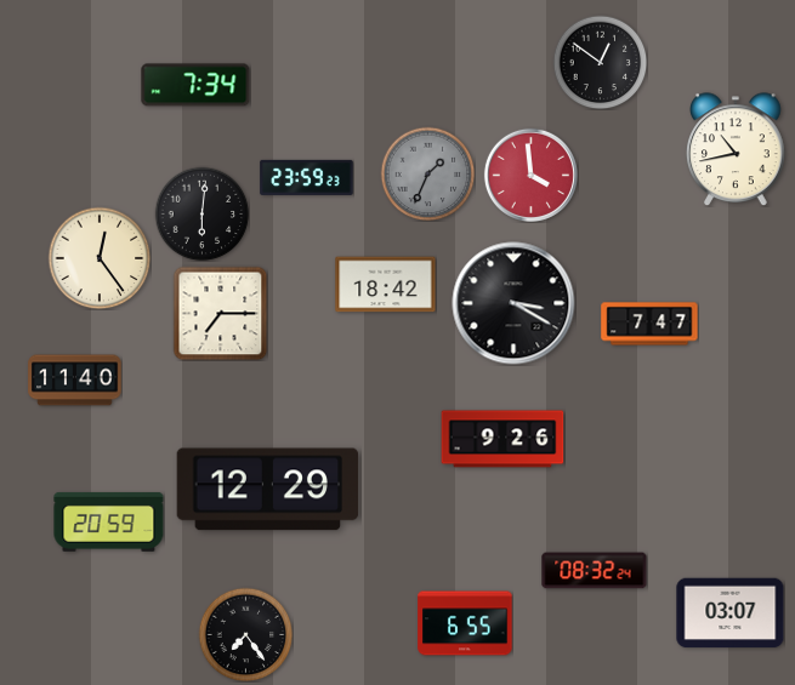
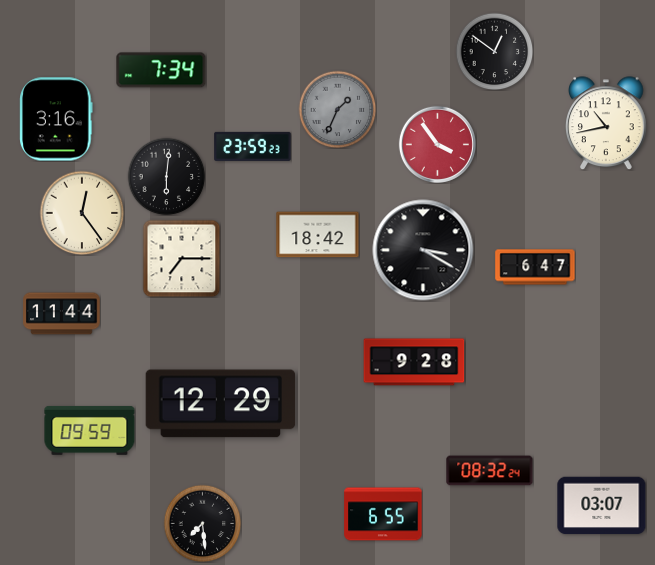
clock at (56, 119): none -> 3:16
clock at (427, 173) position: (427, 173) -> (337, 109)
clock at (530, 175): 3:59 -> 3:54
clock at (649, 324): 7:47 -> 6:47
clock at (75, 381): 11:40 -> 11:44
clock at (502, 439): 9:26 -> 9:28
clock at (109, 523): 20:59 -> 09:59
clock at (245, 634): 7:24 -> 7:29
